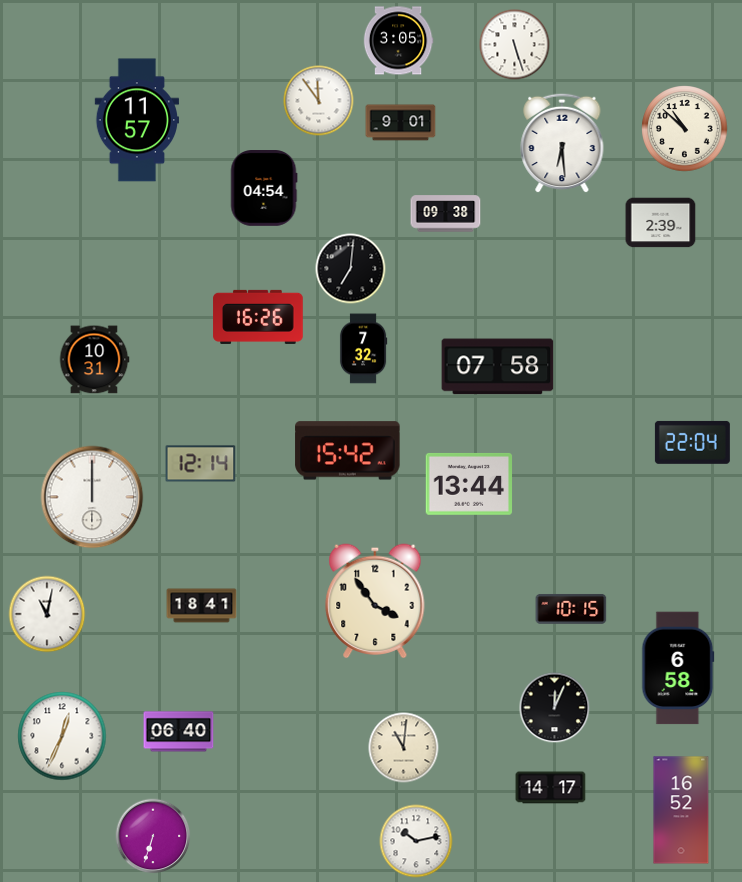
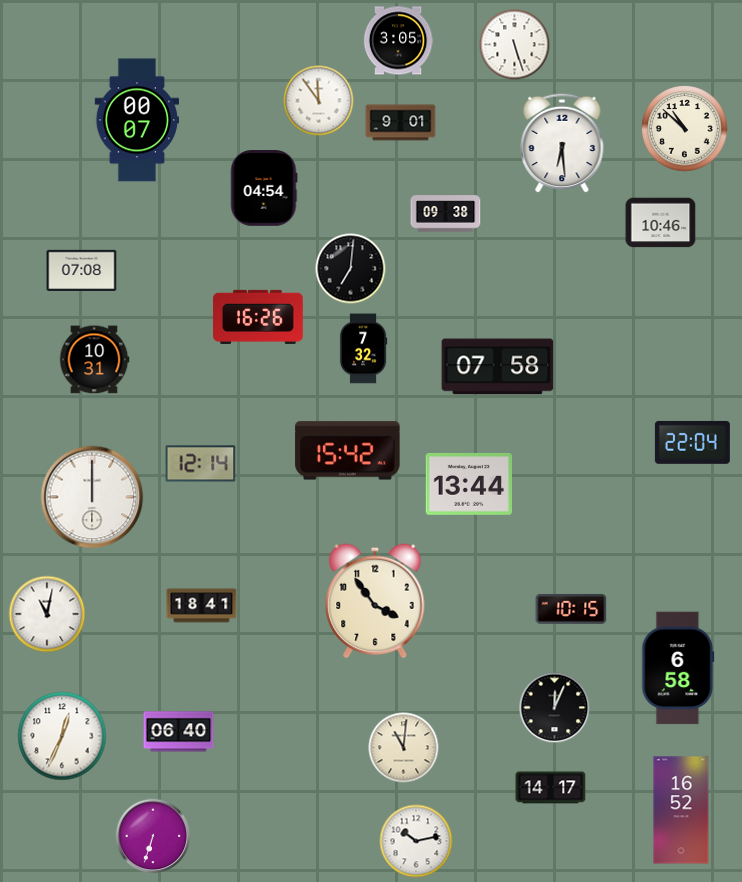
clock at (136, 120): 11:57 -> 00:07
clock at (661, 223): 2:39 -> 10:46
clock at (82, 270): none -> 07:08
